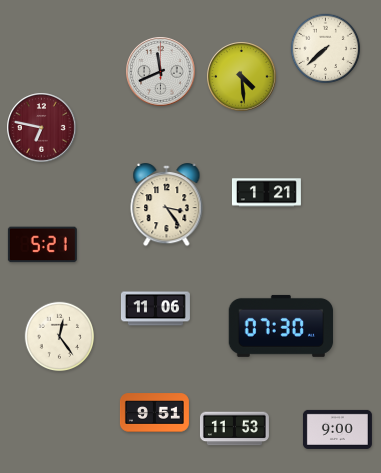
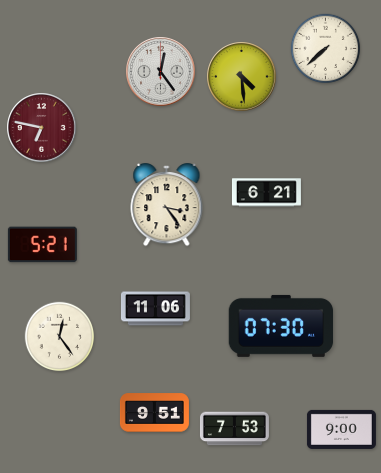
clock at (161, 72): 11:41 -> 12:24
clock at (266, 193): 1:21 -> 6:21
clock at (234, 429): 11:53 -> 7:53
clock at (337, 429) position: (337, 429) -> (341, 429)
